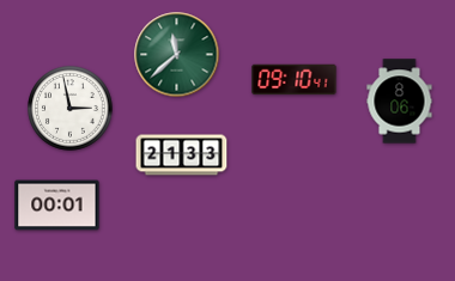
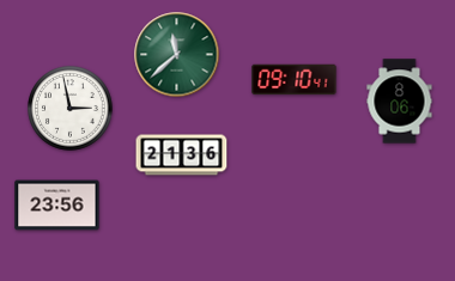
clock at (182, 155): 21:33 -> 21:36
clock at (57, 206): 00:01 -> 23:56
